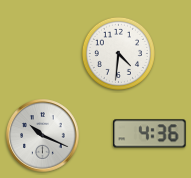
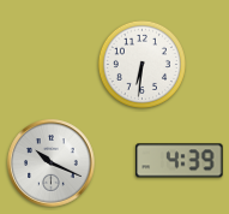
clock at (118, 53): 4:31 -> 6:31
clock at (150, 134): 4:36 -> 4:39
